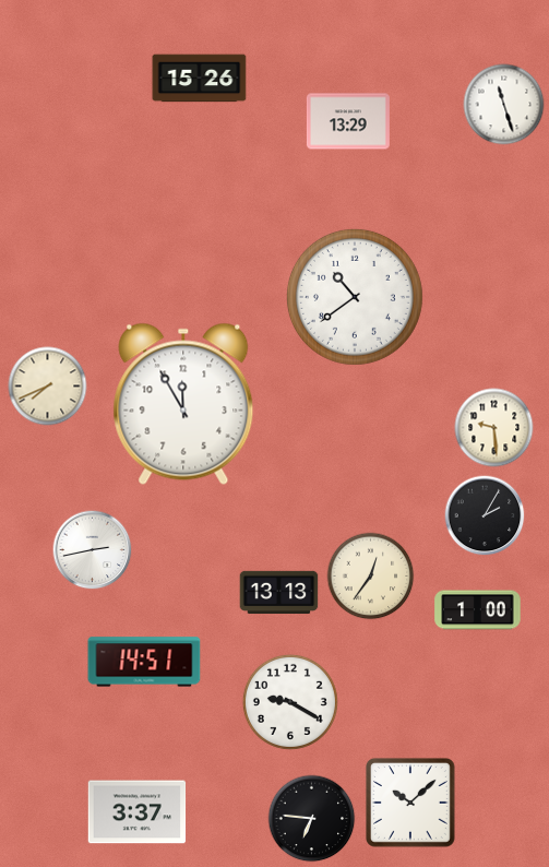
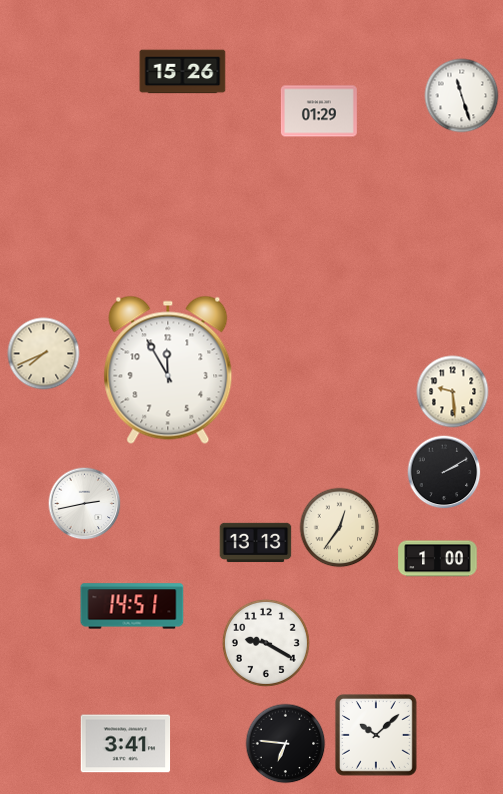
clock at (348, 121): 13:29 -> 01:29
clock at (355, 297): 10:39 -> none
clock at (485, 515): 2:05 -> 2:10
clock at (138, 812): 3:37 -> 3:41
clock at (312, 819) position: (312, 819) -> (286, 744)
